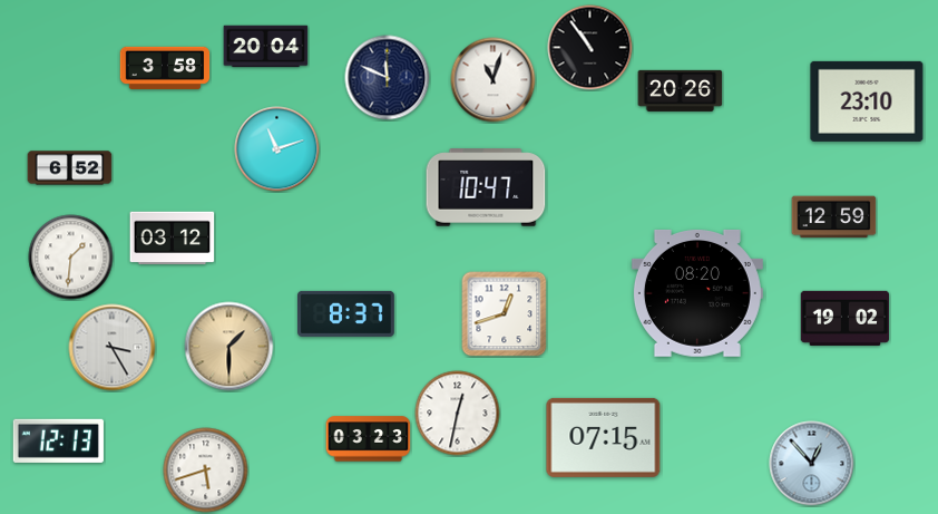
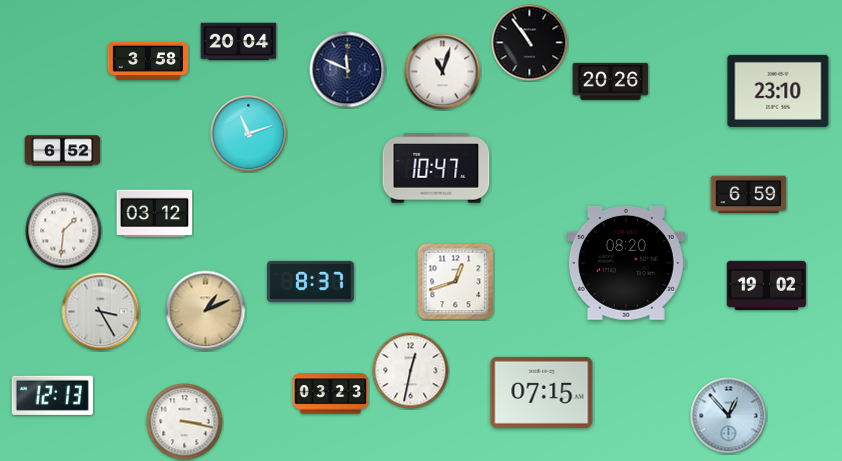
clock at (834, 217): 12:59 -> 6:59
clock at (505, 314) position: (505, 314) -> (456, 282)
clock at (846, 318) position: (846, 318) -> (767, 285)
clock at (229, 347): 1:30 -> 1:11
clock at (206, 471): 5:42 -> 3:17
